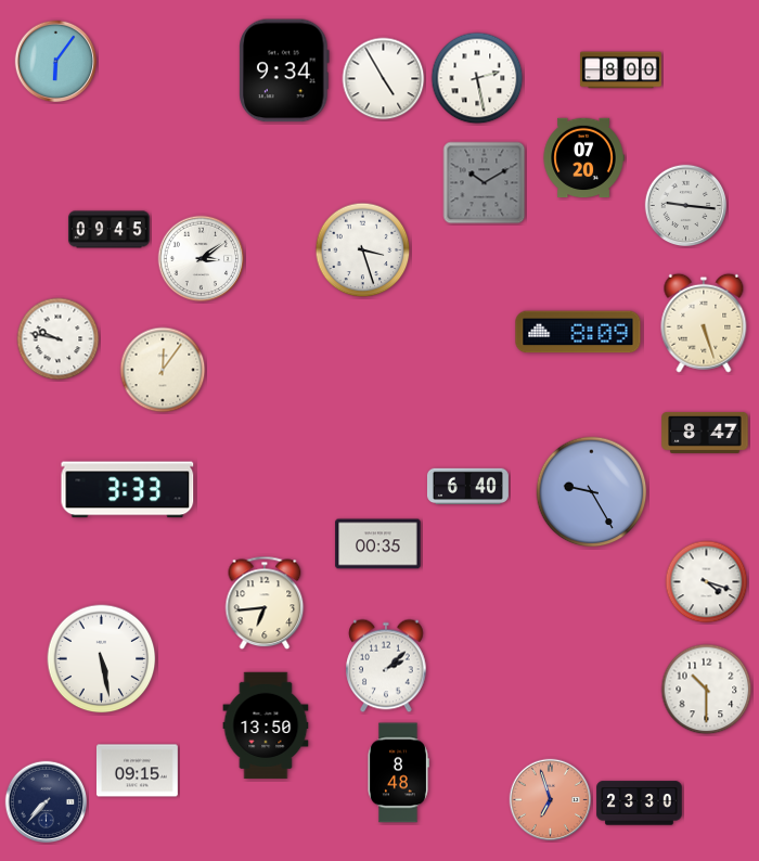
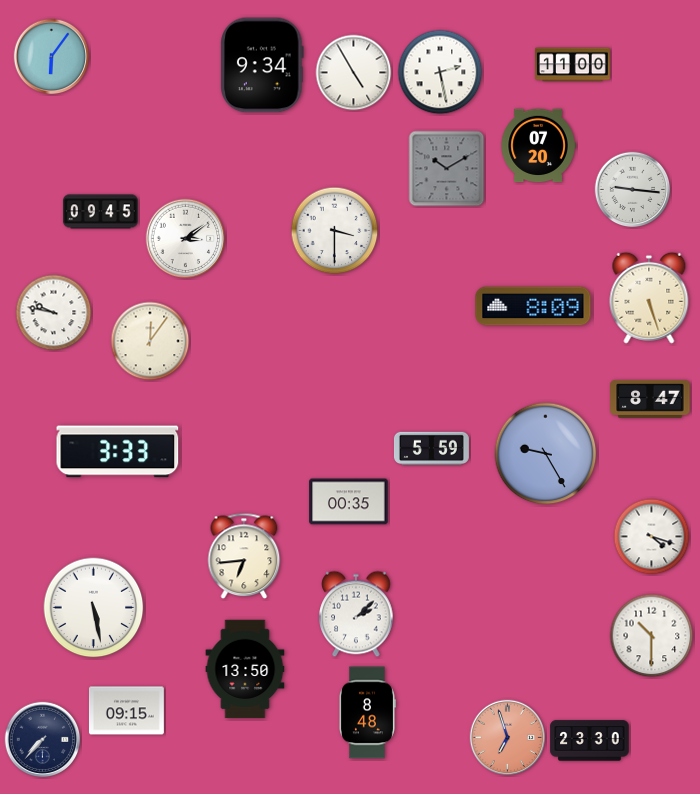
clock at (620, 70): 8:00 -> 11:00
clock at (363, 250): 3:27 -> 3:30
clock at (467, 486): 6:40 -> 5:59
